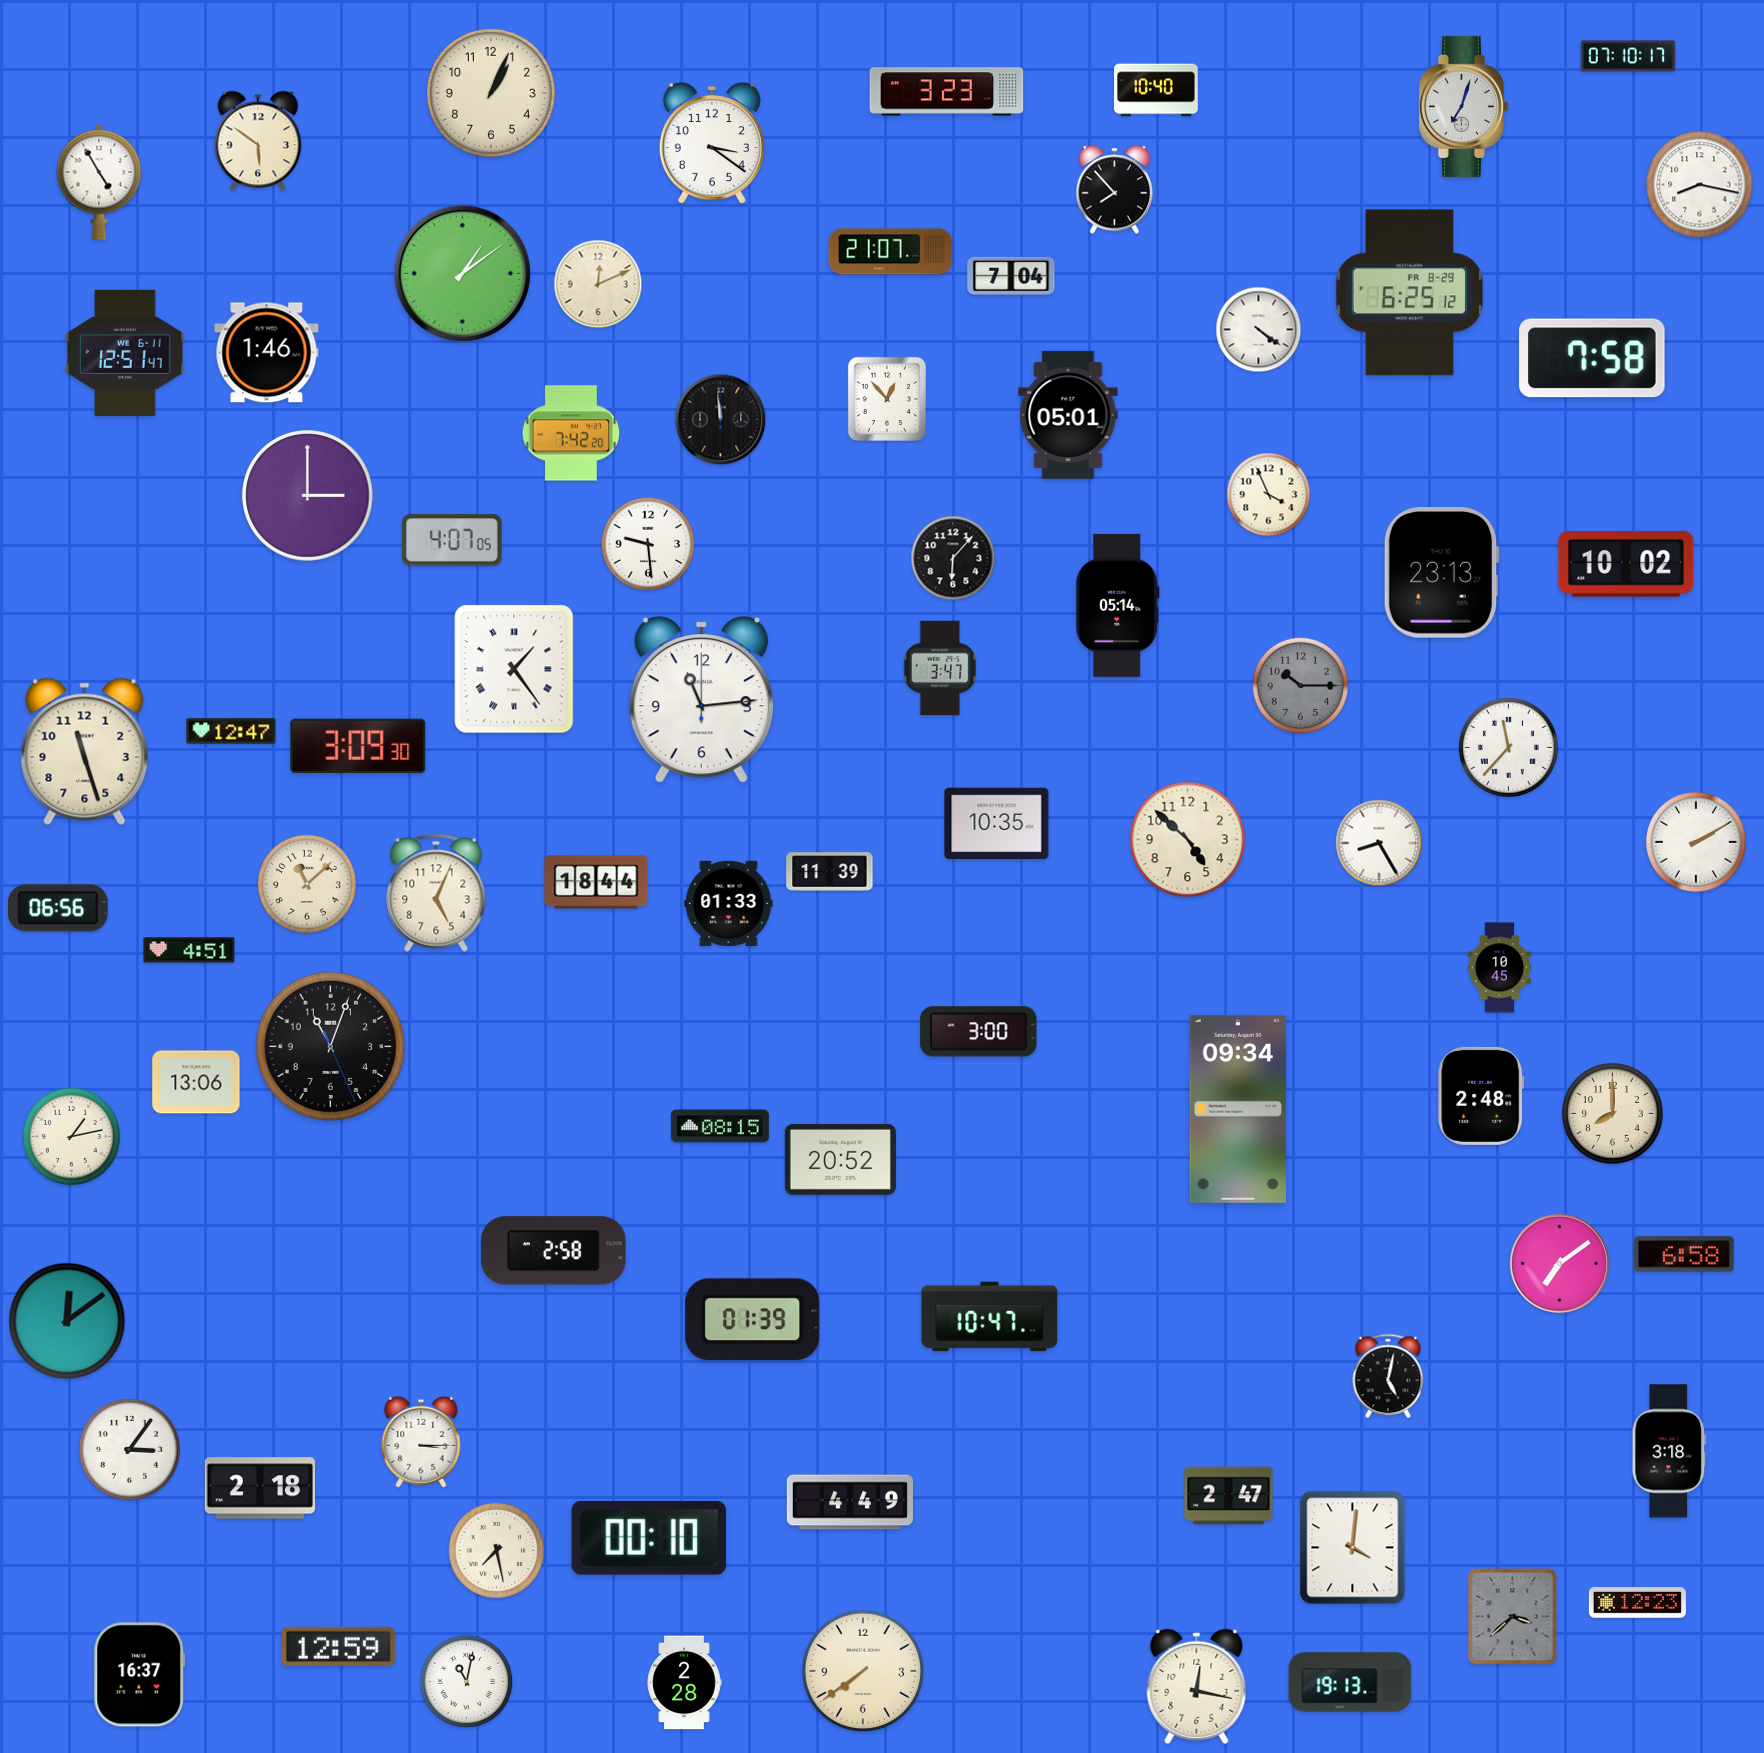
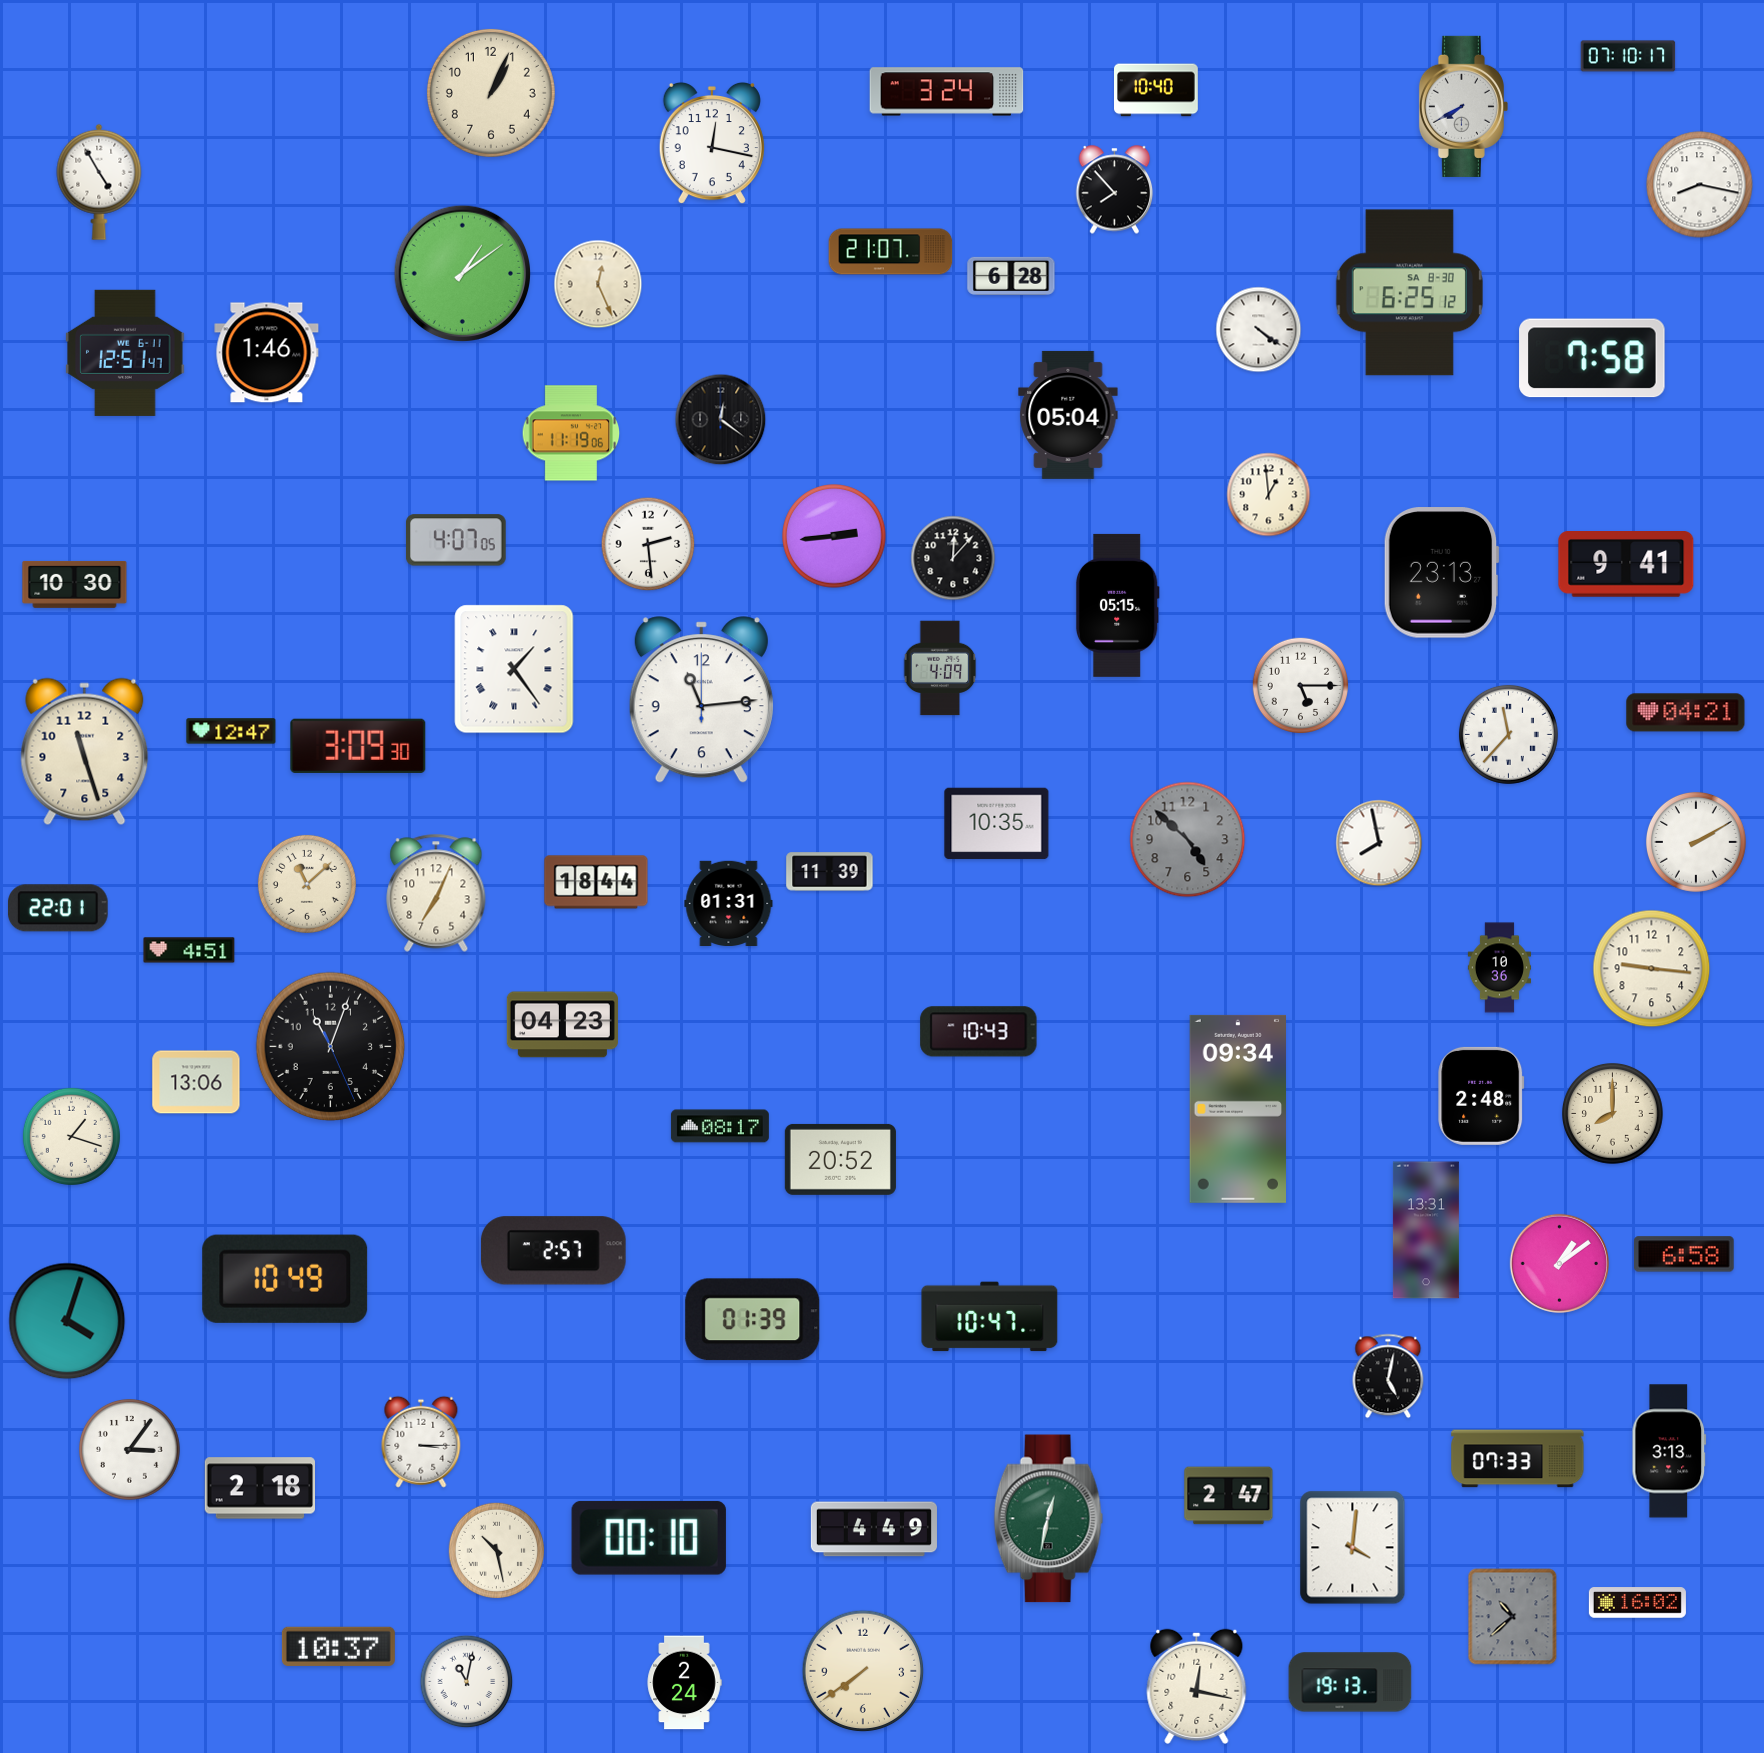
clock at (947, 92): 3:23 -> 3:24
clock at (1463, 106): 7:03 -> 7:40
clock at (258, 141): 5:51 -> none
clock at (712, 143): 3:21 -> 12:17
clock at (1011, 276): 7:04 -> 6:28
clock at (598, 284): 12:11 -> 12:26
clock at (1409, 293) date: FR 8-29 -> SA 8-30
clock at (887, 399): 12:53 -> none
clock at (1068, 415): 05:01 -> 05:04
clock at (721, 420): 11:59 -> 12:21
clock at (571, 433): 7:42 -> 11:19
clock at (1269, 495): 3:56 -> 12:59
clock at (308, 496): 3:00 -> none
clock at (834, 536): none -> 2:44
clock at (453, 540) position: (453, 540) -> (457, 540)
clock at (648, 544): 9:29 -> 2:29
clock at (953, 558): 6:07 -> 12:07
clock at (1626, 565): 10:02 -> 9:41
clock at (75, 584): none -> 10:30
clock at (1117, 605): 05:14 -> 05:15
clock at (940, 668): 3:47 -> 4:09
clock at (1300, 685): 10:15 -> 5:15
clock at (1300, 685) dial: grey -> white
clock at (1686, 713): none -> 04:21
clock at (1508, 747) position: (1508, 747) -> (1508, 734)
clock at (1188, 840) dial: cream -> grey
clock at (1379, 843): 8:25 -> 7:58
clock at (436, 893): 5:04 -> 7:04
clock at (729, 903): 01:33 -> 01:31
clock at (59, 908): 06:56 -> 22:01
clock at (1499, 968): 10:45 -> 10:36
clock at (1652, 969): none -> 9:16
clock at (562, 1025): none -> 04:23
clock at (979, 1032): 3:00 -> 10:43
clock at (720, 1126): 08:15 -> 08:17
clock at (71, 1136): 1:13 -> 1:18
clock at (1426, 1230): none -> 13:31
clock at (554, 1251): 2:58 -> 2:57
clock at (1559, 1263): 7:09 -> 1:09
clock at (285, 1279): none -> 10:49
clock at (67, 1321): 12:09 -> 4:03
clock at (1669, 1451): 3:18 -> 3:13
clock at (1518, 1459): none -> 07:33
clock at (850, 1502) position: (850, 1502) -> (874, 1529)
clock at (1049, 1519): none -> 12:32
clock at (496, 1550): 7:28 -> 10:28
clock at (1637, 1603): 12:23 -> 16:02
clock at (1513, 1617): 3:38 -> 10:38
clock at (338, 1646): 12:59 -> 10:37
clock at (140, 1675): 16:37 -> none
clock at (684, 1683): 2:28 -> 2:24
